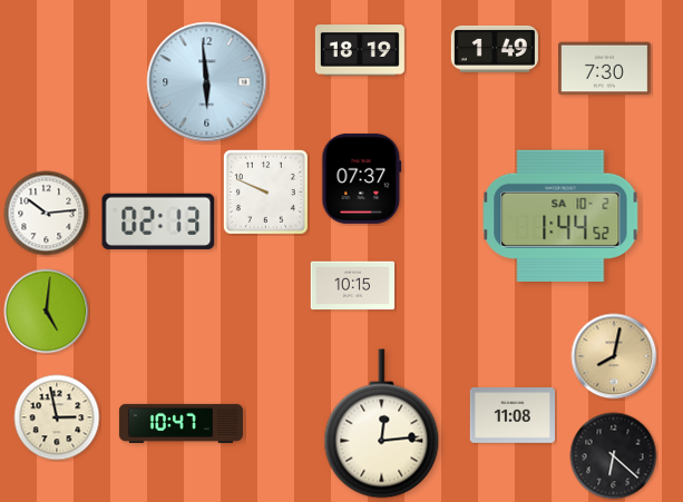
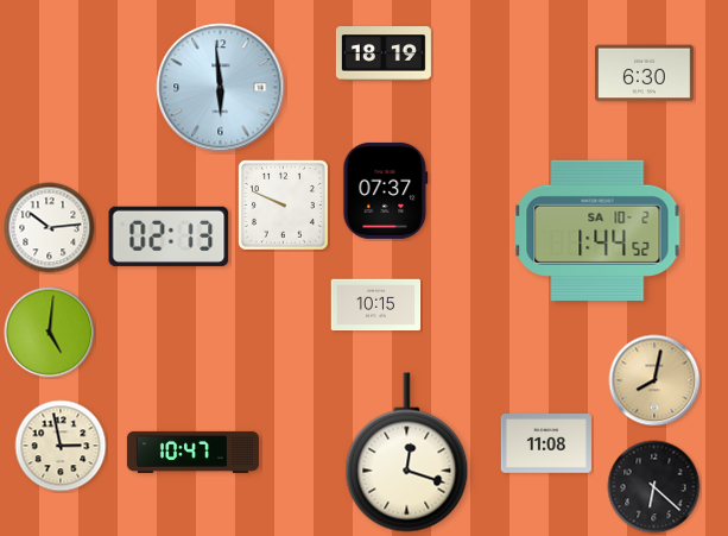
clock at (495, 49): 1:49 -> none
clock at (605, 69): 7:30 -> 6:30
clock at (382, 424): 12:14 -> 12:18
